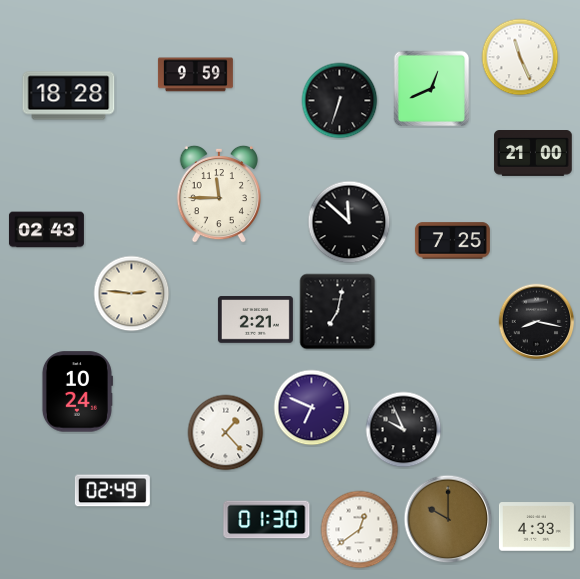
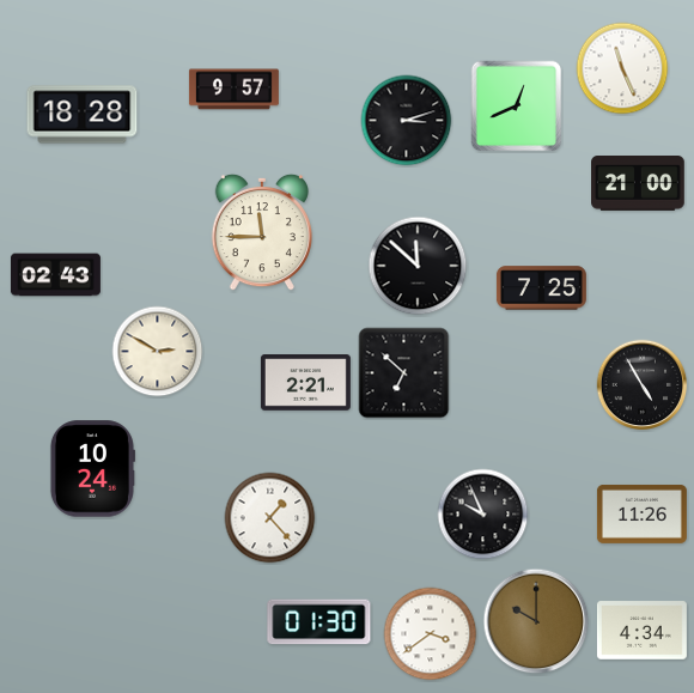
clock at (195, 75): 9:59 -> 9:57
clock at (340, 101): 6:33 -> 3:12
clock at (132, 294): 2:46 -> 2:50
clock at (338, 312): 7:02 -> 6:52
clock at (537, 322): 8:17 -> 4:55
clock at (312, 408): 6:49 -> none
clock at (641, 513): none -> 11:26
clock at (112, 491): 02:49 -> none
clock at (536, 527): 4:33 -> 4:34
clock at (360, 530): 12:39 -> 3:39
